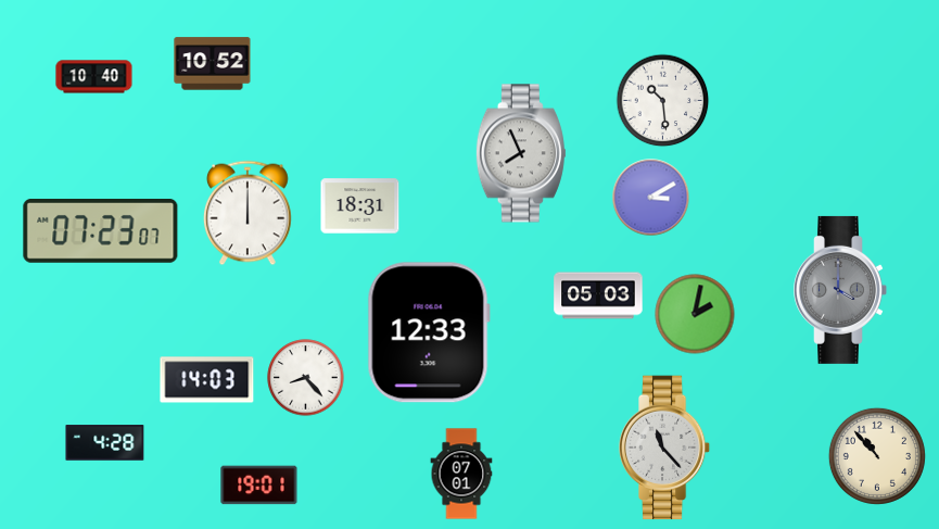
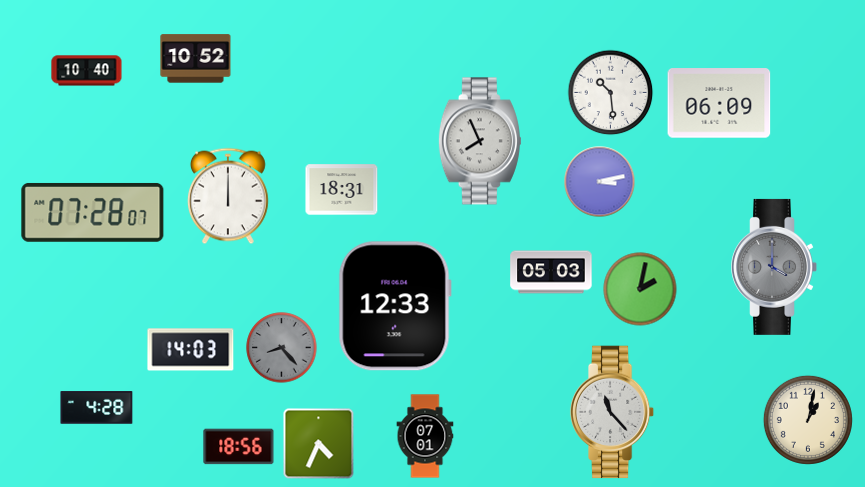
clock at (719, 103): none -> 06:09
clock at (651, 198): 3:10 -> 3:13
clock at (360, 206) position: (360, 206) -> (342, 190)
clock at (101, 231): 07:23 -> 07:28
clock at (306, 378) dial: white -> grey
clock at (877, 456): 10:53 -> 1:02
clock at (319, 444): none -> 4:34
clock at (259, 486): 19:01 -> 18:56
